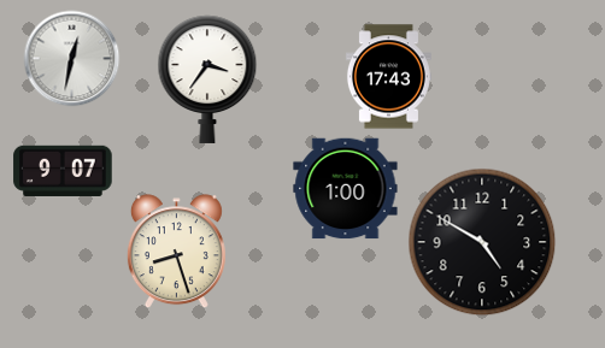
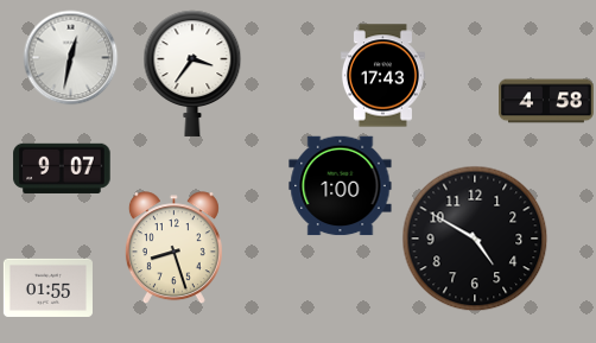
clock at (207, 79) position: (207, 79) -> (192, 74)
clock at (546, 101): none -> 4:58
clock at (47, 287): none -> 01:55
